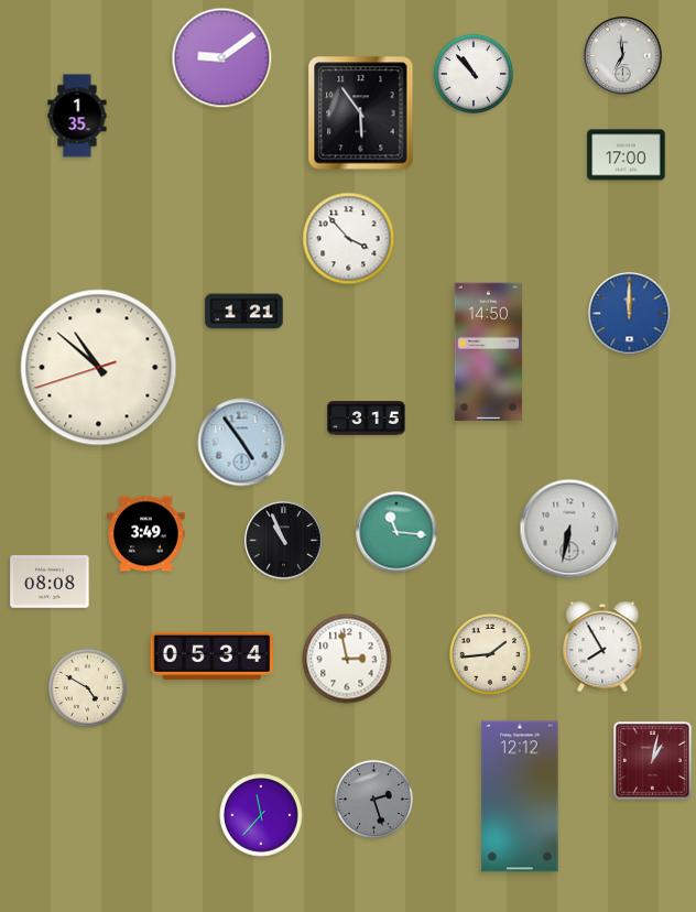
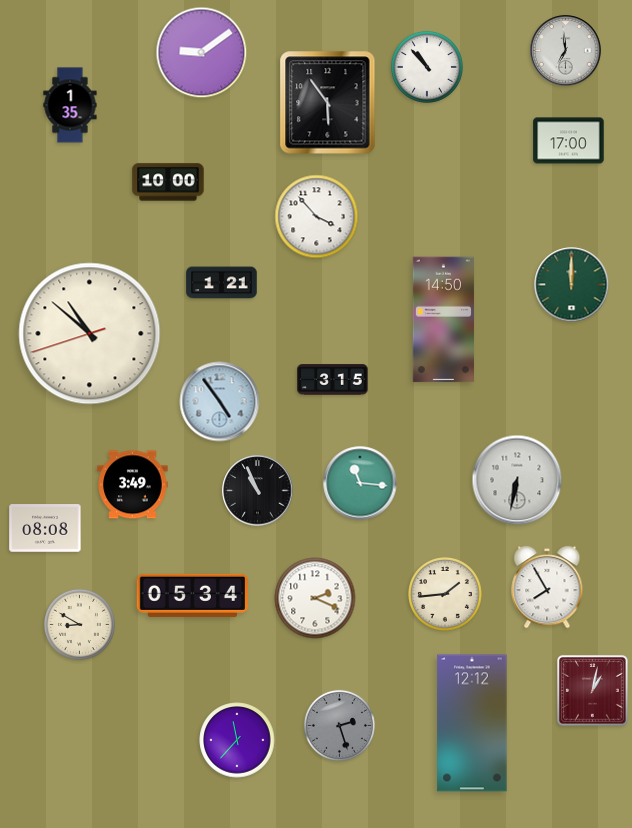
clock at (474, 74) position: (474, 74) -> (427, 67)
clock at (168, 182): none -> 10:00
clock at (630, 314) dial: blue -> green
clock at (347, 659): 2:58 -> 2:19
clock at (87, 687): 4:50 -> 8:50
